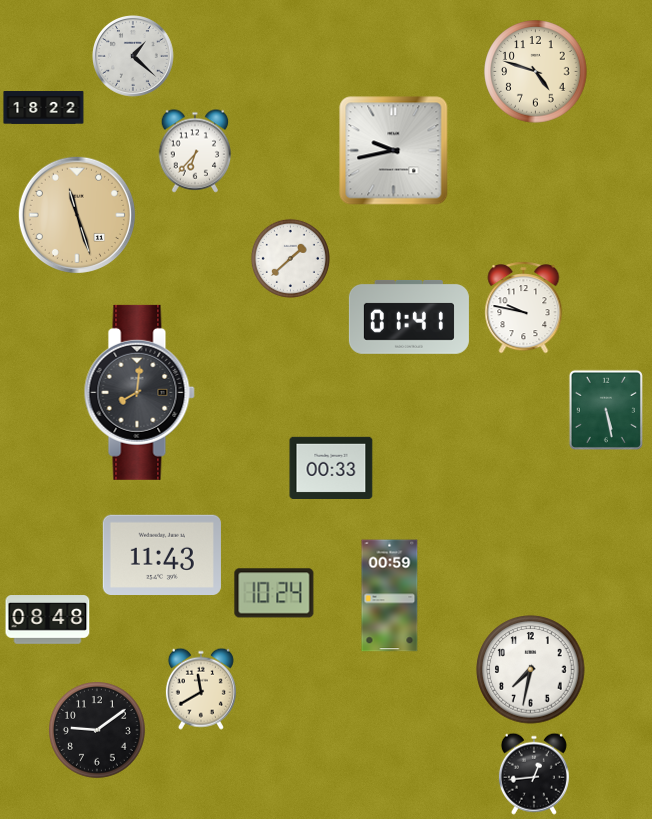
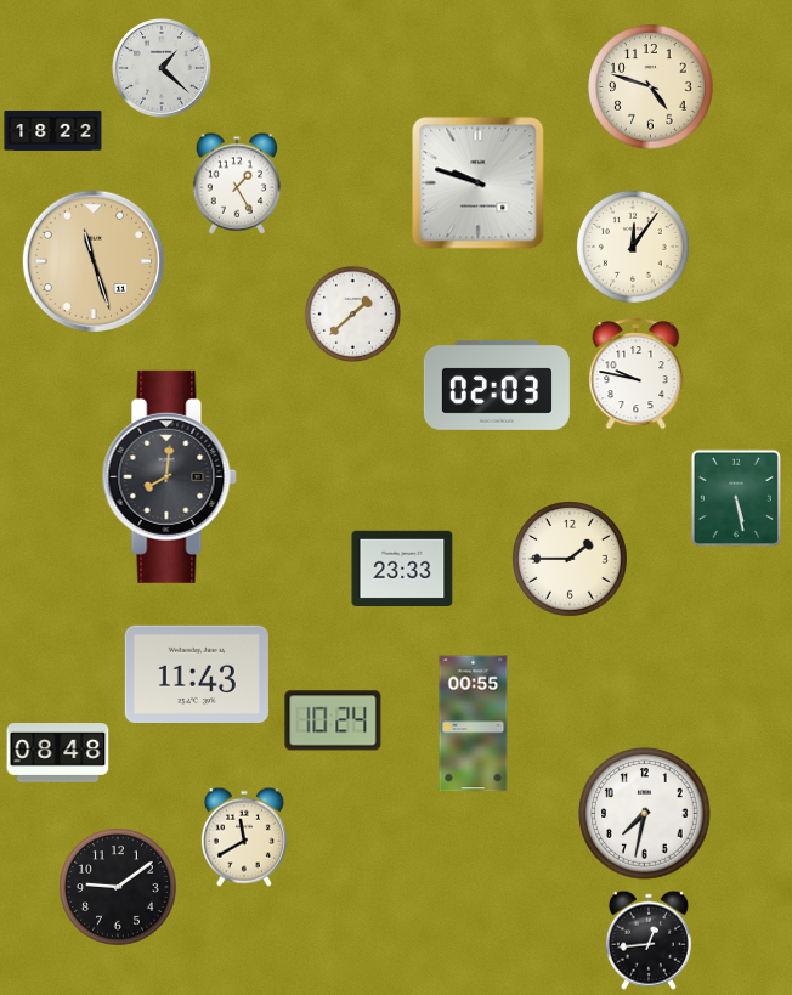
clock at (195, 151): 6:37 -> 1:25
clock at (394, 151): 9:43 -> 9:48
clock at (634, 248): none -> 12:06
clock at (409, 317): 01:41 -> 02:03
clock at (571, 560): none -> 1:45
clock at (331, 467): 00:33 -> 23:33
clock at (390, 596): 00:59 -> 00:55
